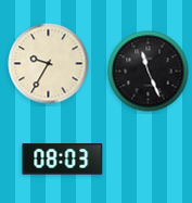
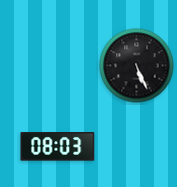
clock at (49, 64): 9:35 -> none
clock at (149, 72): 11:26 -> 5:26
